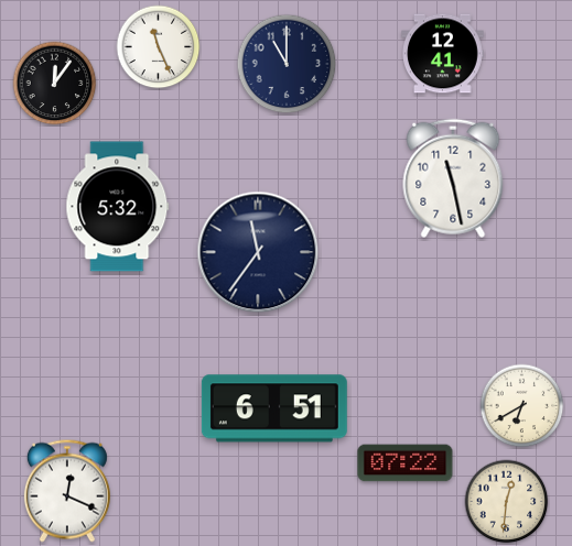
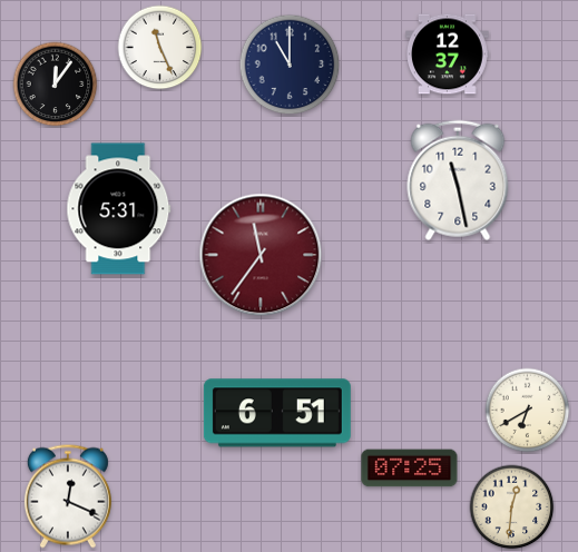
clock at (443, 54): 12:41 -> 12:37
clock at (118, 207): 5:32 -> 5:31
clock at (258, 252) dial: navy -> burgundy
clock at (406, 463): 07:22 -> 07:25
